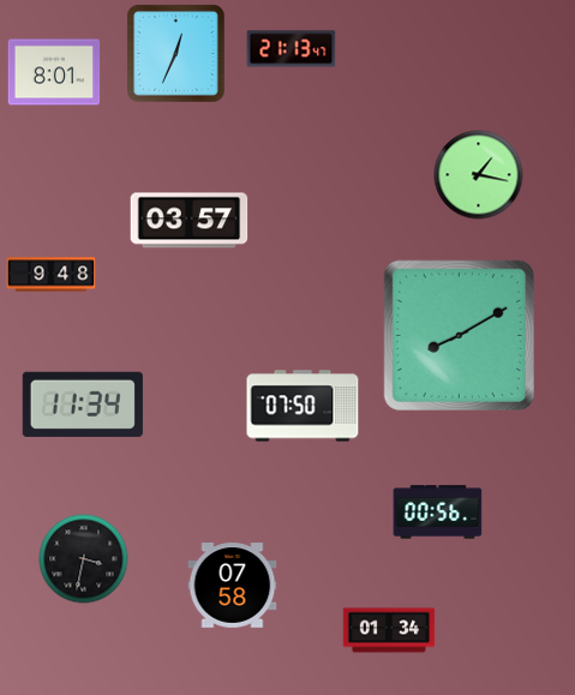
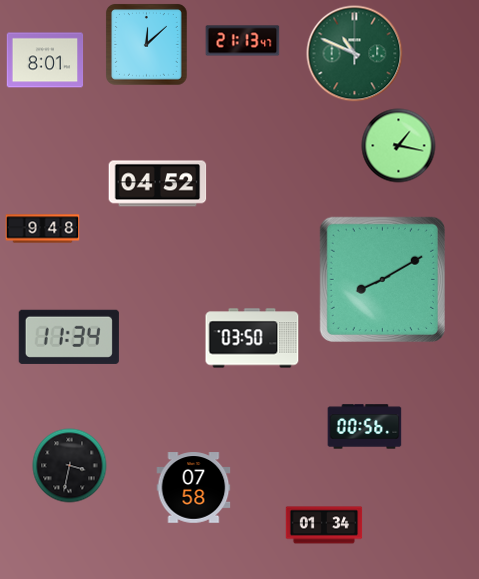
clock at (176, 54): 12:34 -> 12:08
clock at (355, 54): none -> 10:49
clock at (190, 221): 03:57 -> 04:52
clock at (303, 406): 07:50 -> 03:50
